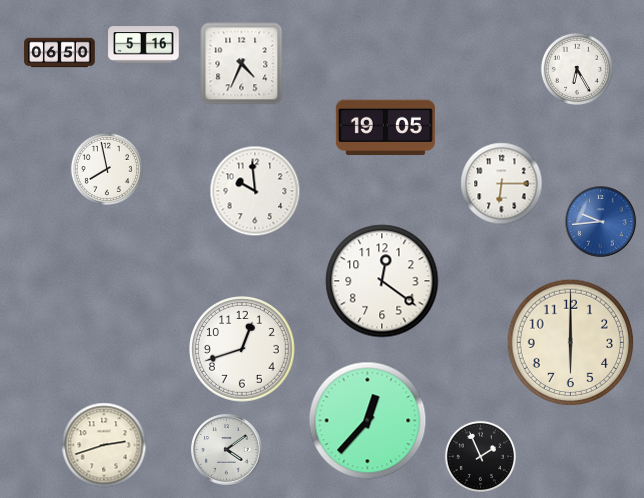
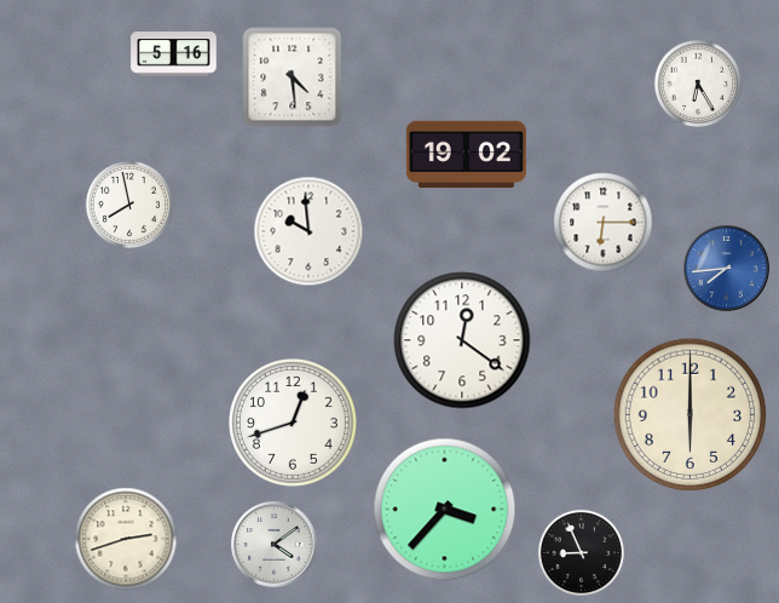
clock at (60, 53): 06:50 -> none
clock at (242, 64): 4:34 -> 4:29
clock at (385, 128): 19:05 -> 19:02
clock at (502, 184) position: (502, 184) -> (604, 223)
clock at (601, 222): 9:44 -> 7:44
clock at (368, 421): 12:37 -> 3:37
clock at (480, 456): 1:56 -> 8:56
